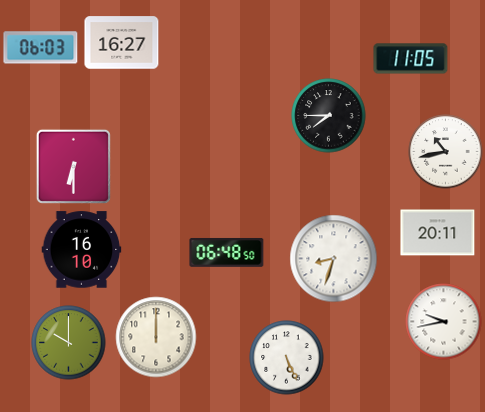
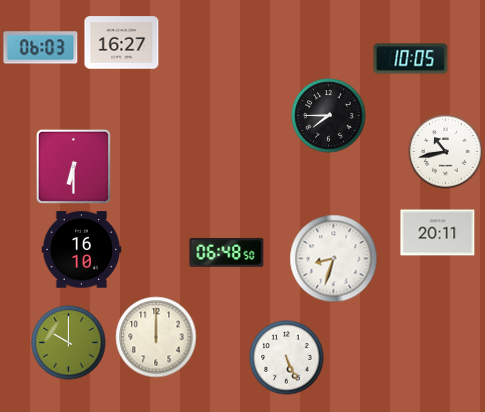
clock at (411, 59): 11:05 -> 10:05
clock at (444, 322): 9:43 -> none
